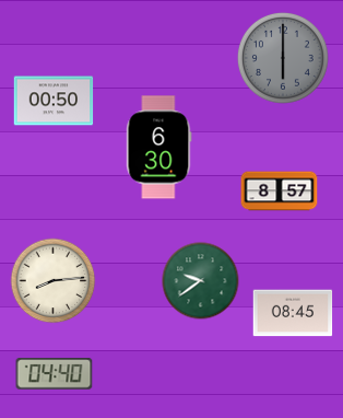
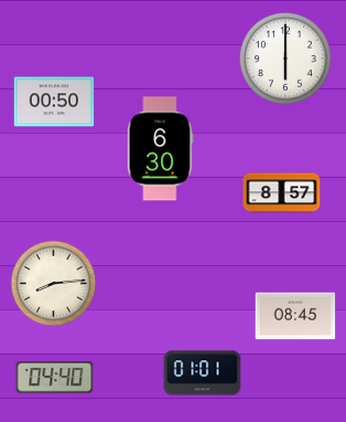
clock at (283, 58) dial: grey -> white
clock at (201, 281): 9:39 -> none
clock at (203, 373): none -> 01:01
